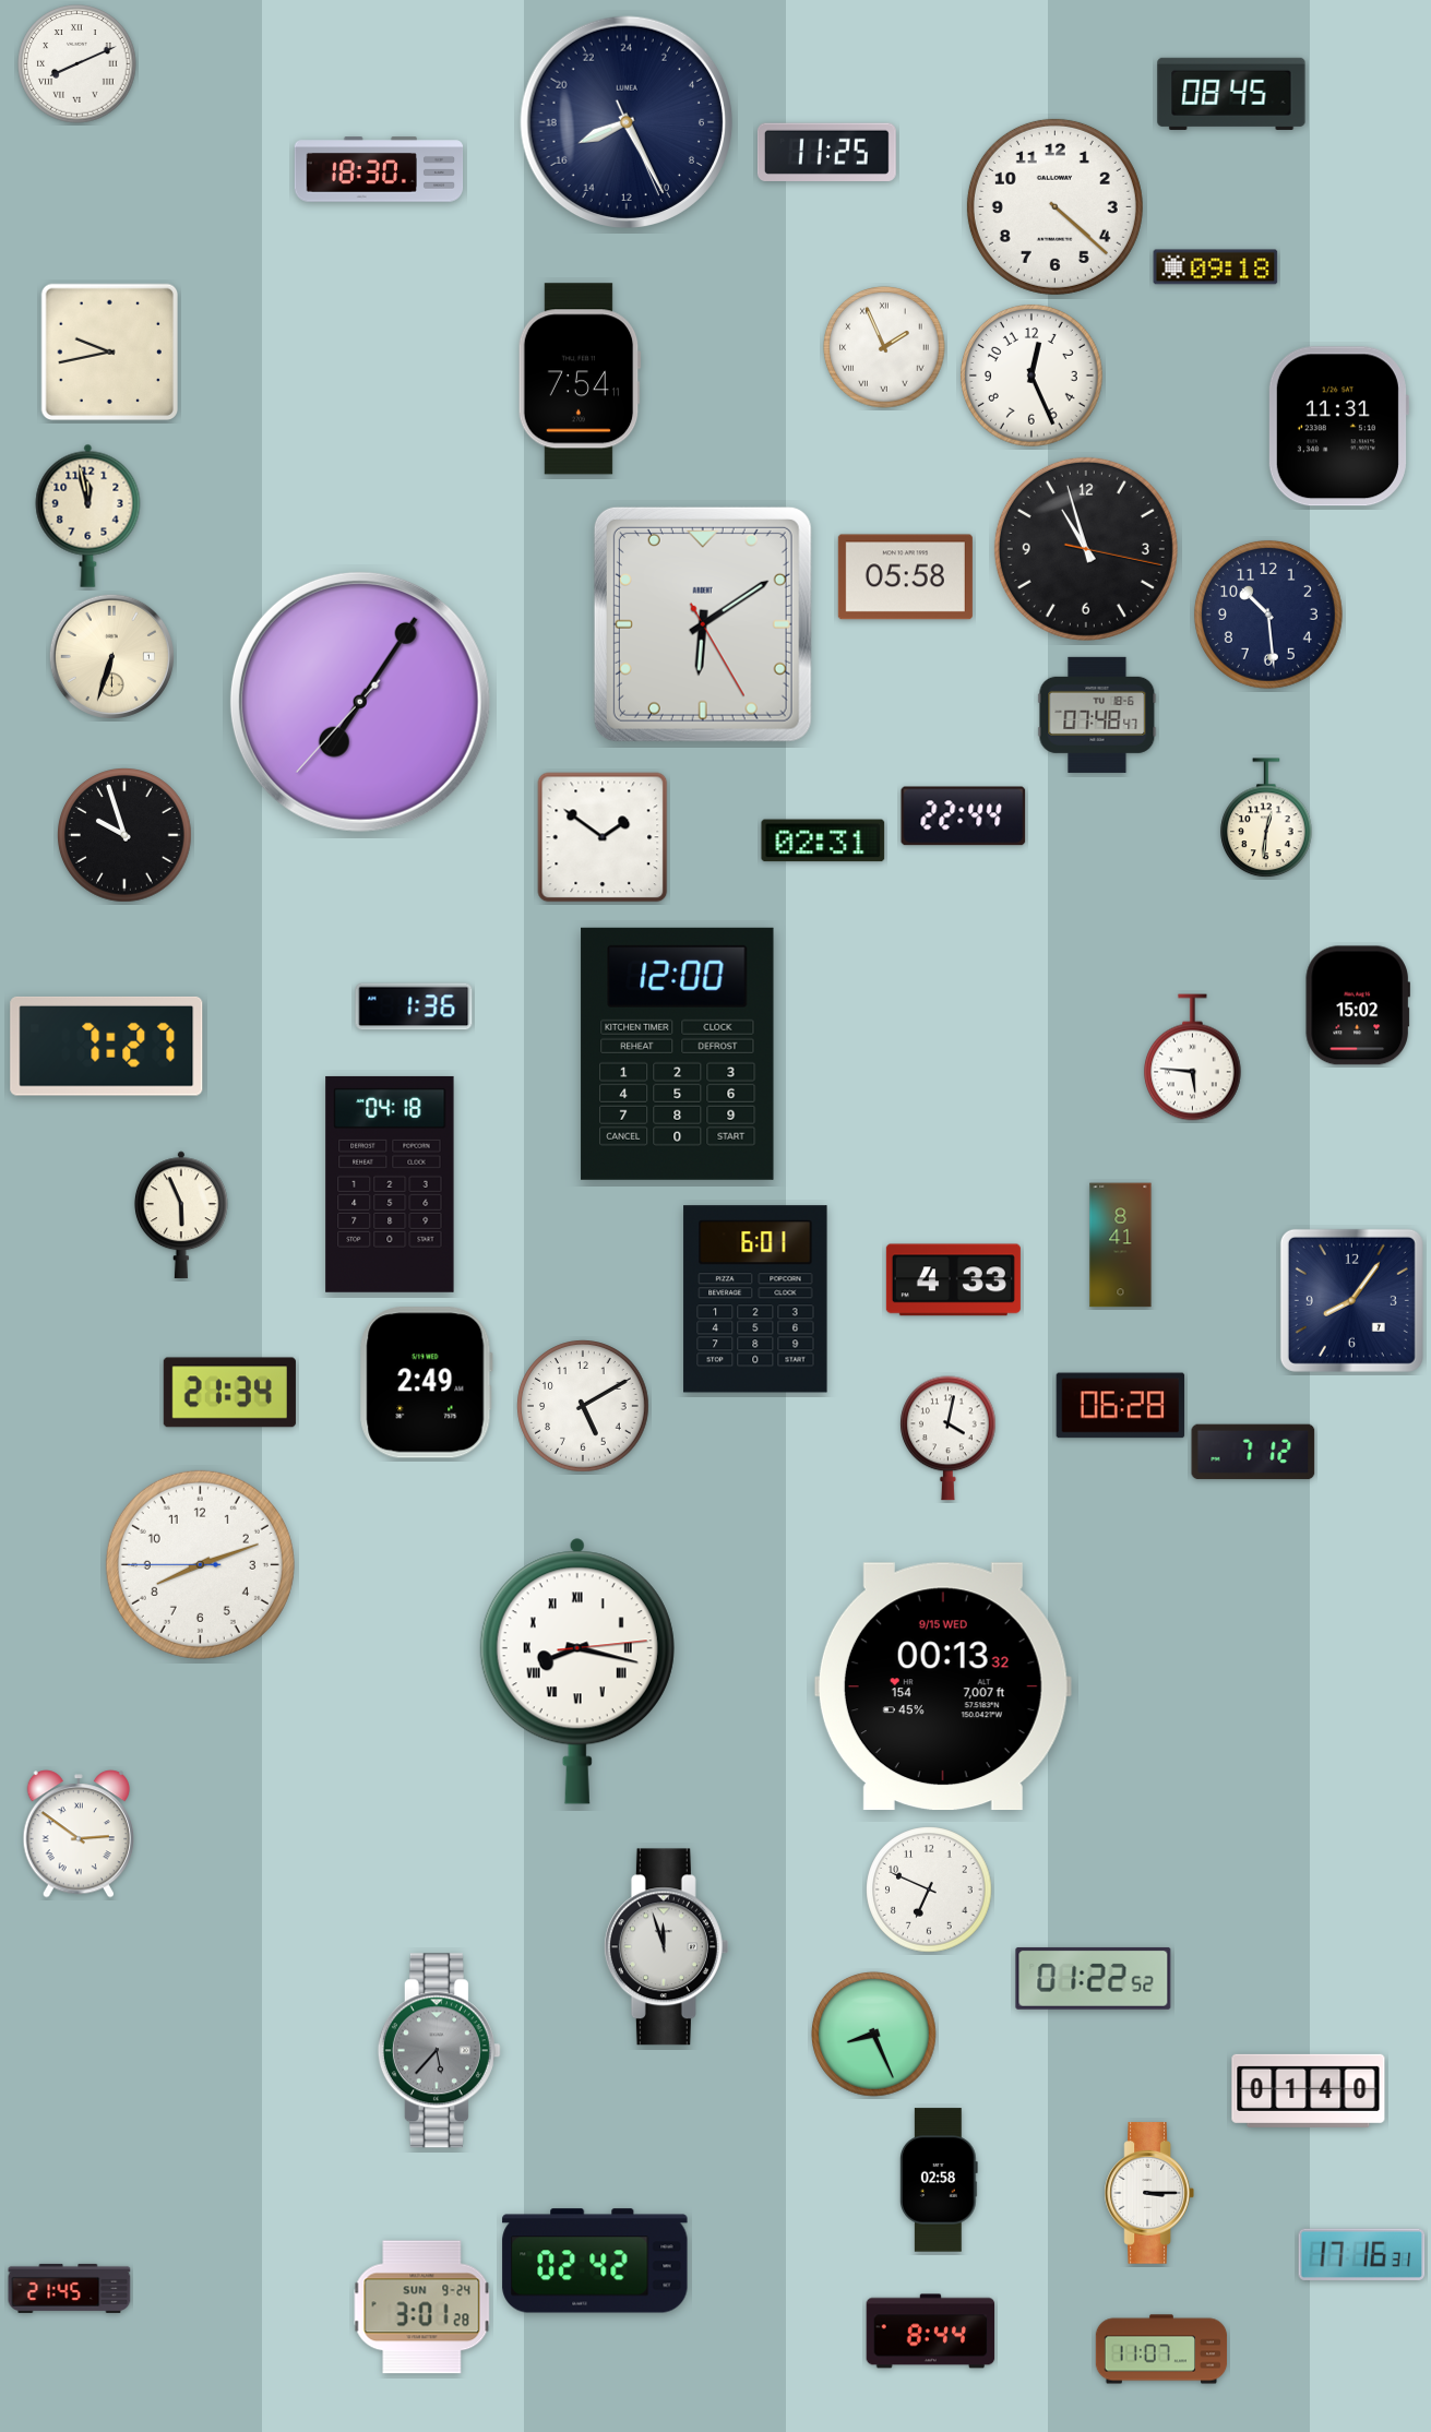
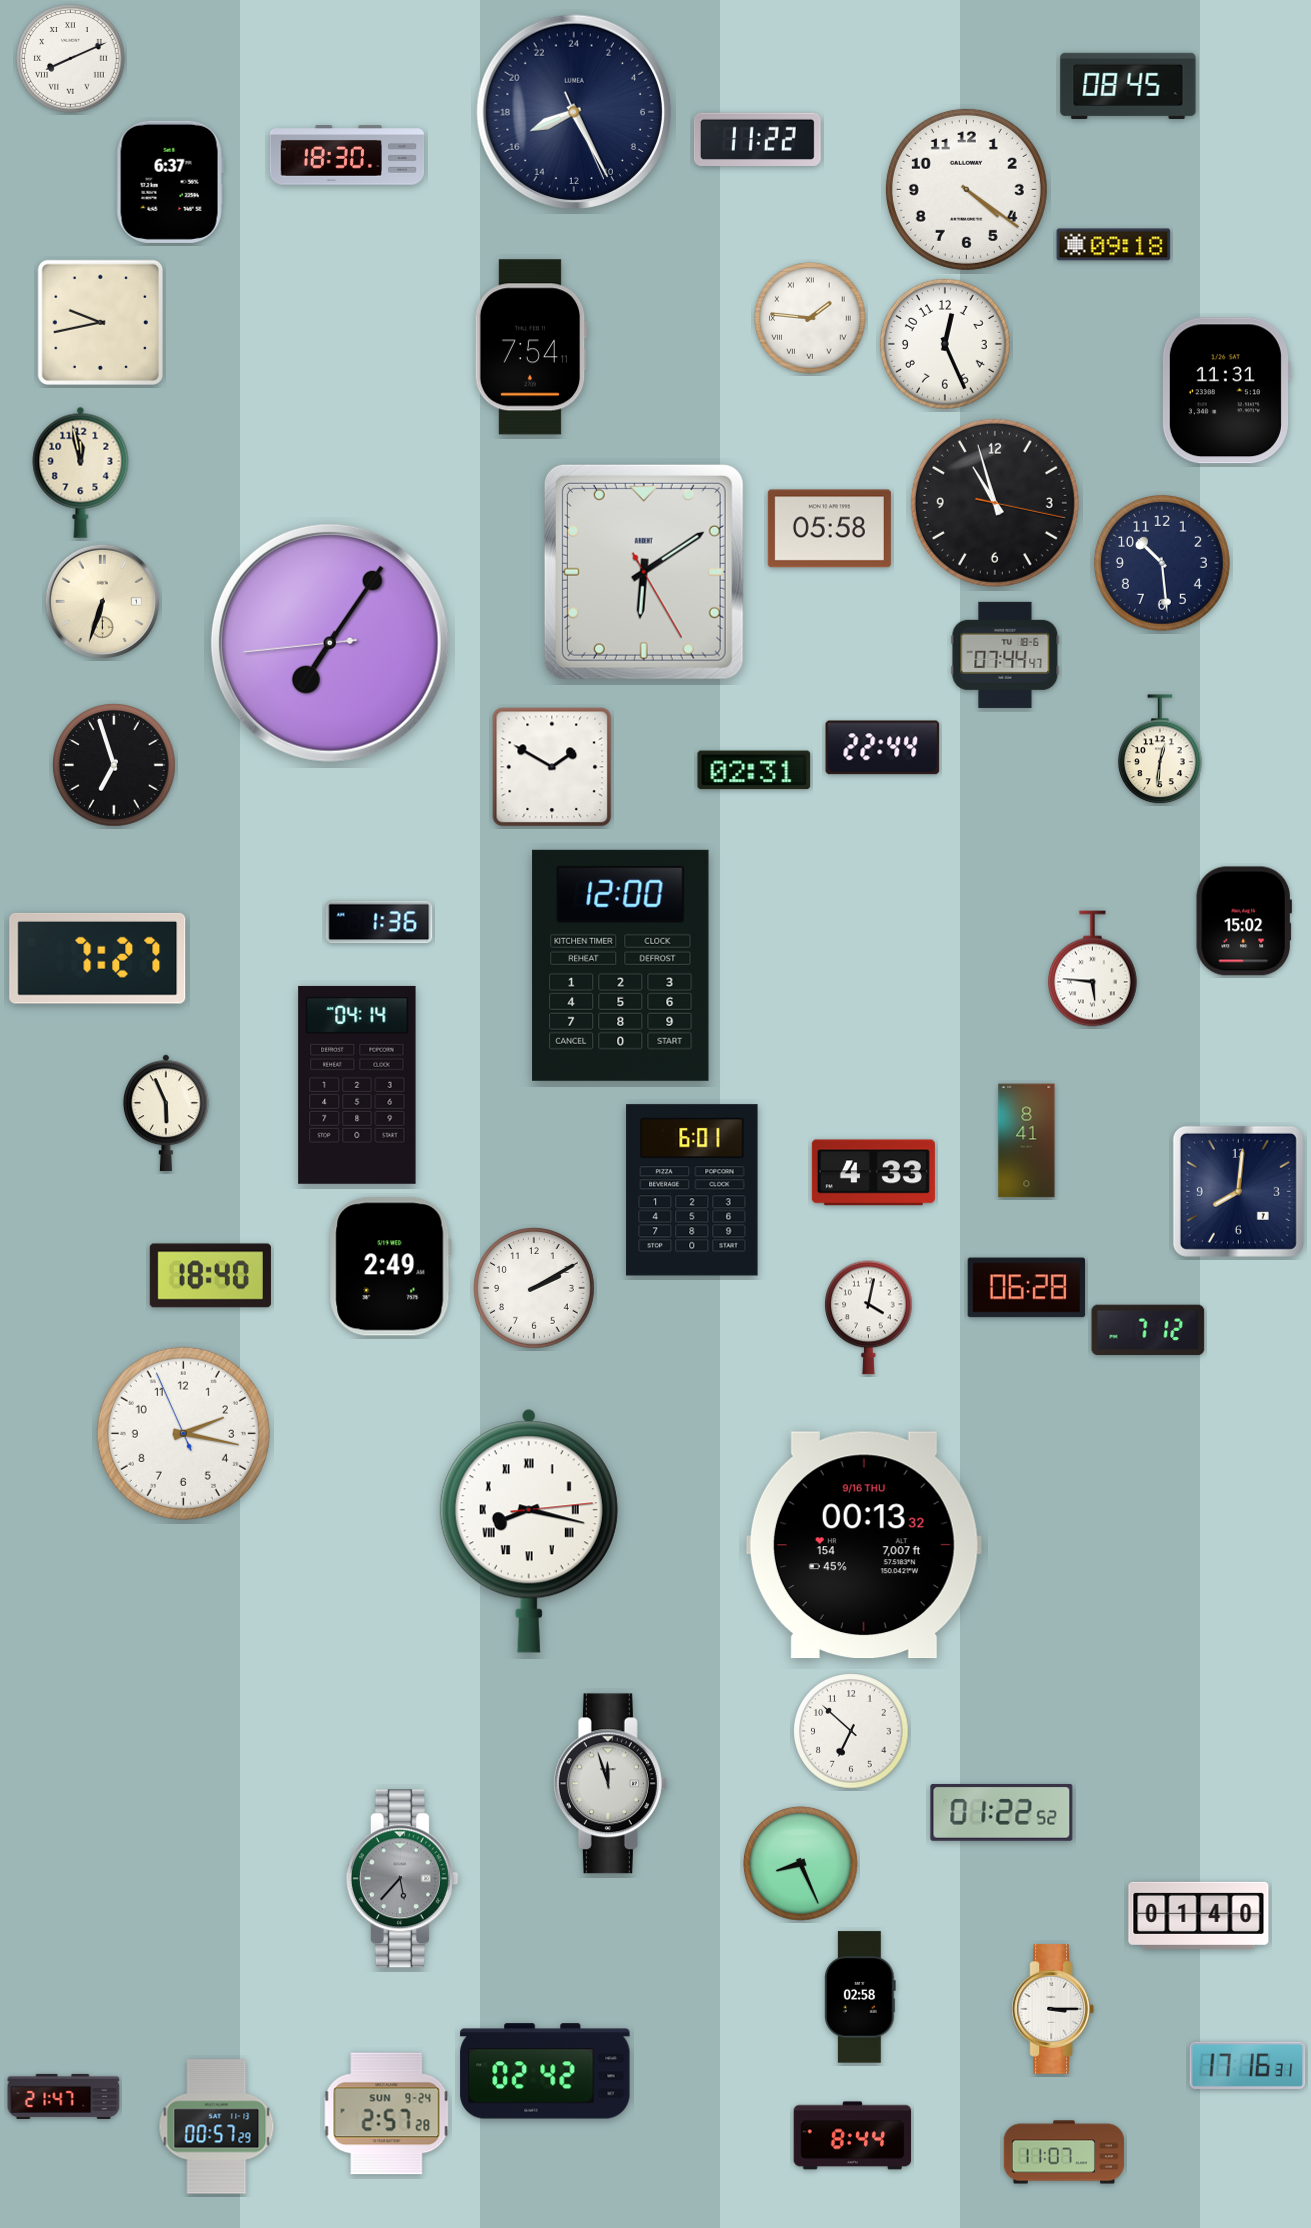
clock at (826, 152): 11:25 -> 11:22
clock at (170, 182): none -> 6:37
clock at (1054, 206): 4:22 -> 4:21
clock at (884, 347): 1:56 -> 1:46
clock at (360, 702): 7:05:37 -> 7:05:44
clock at (1097, 715): 07:48 -> 07:44
clock at (126, 836): 9:57 -> 6:57
clock at (603, 837): 1:51 -> 1:50
clock at (390, 1184): 04:18 -> 04:14
clock at (1351, 1300): 8:06 -> 8:01
clock at (229, 1393): 21:34 -> 18:40
clock at (583, 1406): 5:10 -> 2:10
clock at (200, 1564): 8:11 -> 2:16
clock at (943, 1686) date: 9/15 WED -> 9/16 THU
clock at (77, 1834): 2:51 -> none
clock at (929, 1889): 6:49 -> 6:52
clock at (70, 2288): 21:45 -> 21:47
clock at (422, 2308): 3:01 -> 2:57
clock at (217, 2127): none -> 00:57
